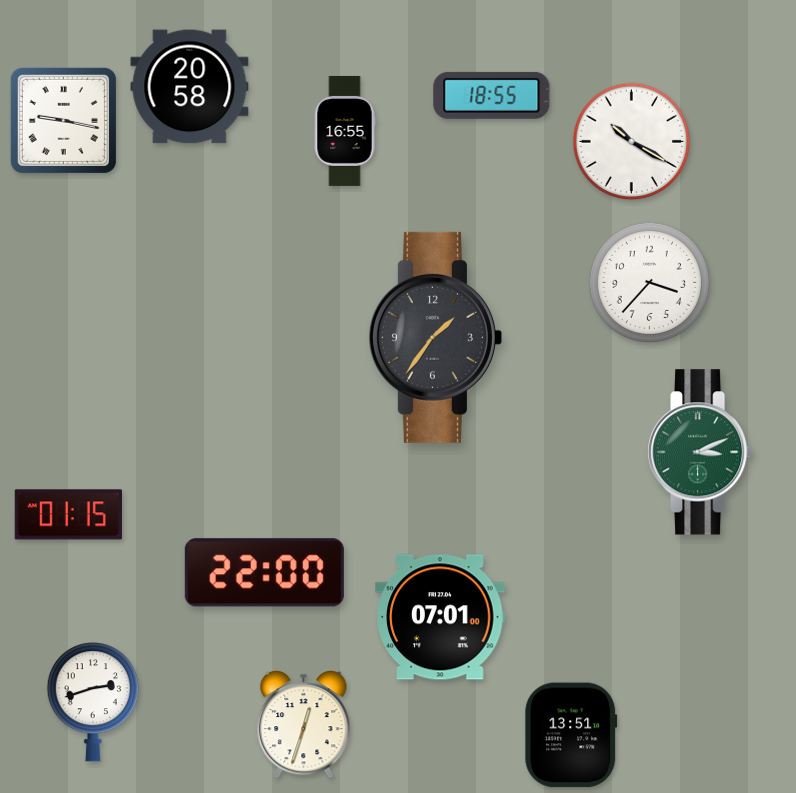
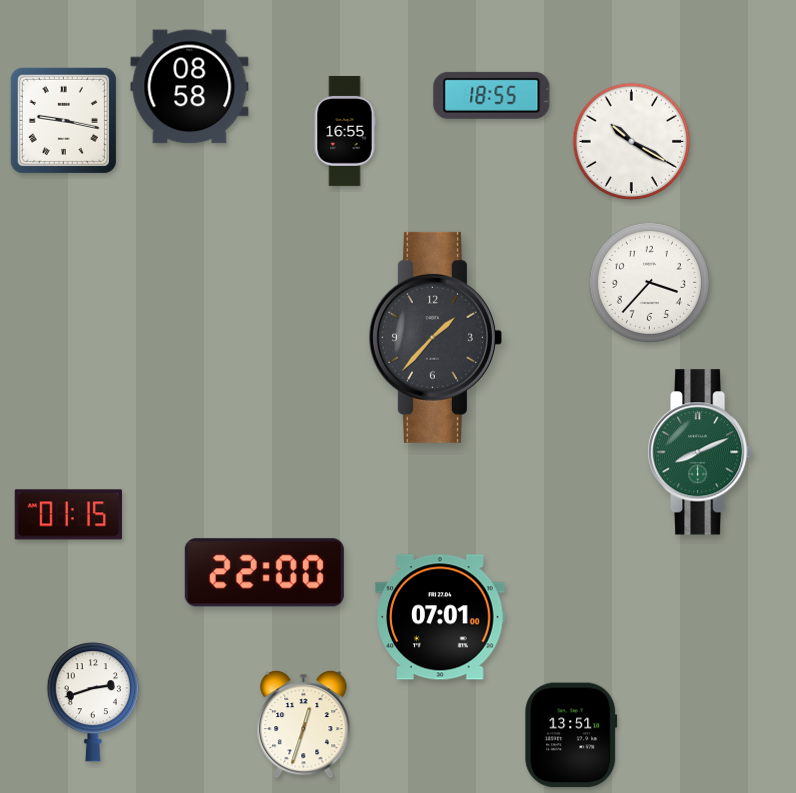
clock at (190, 87): 20:58 -> 08:58
clock at (435, 337): 1:36 -> 1:37
clock at (700, 452): 3:11 -> 8:11
